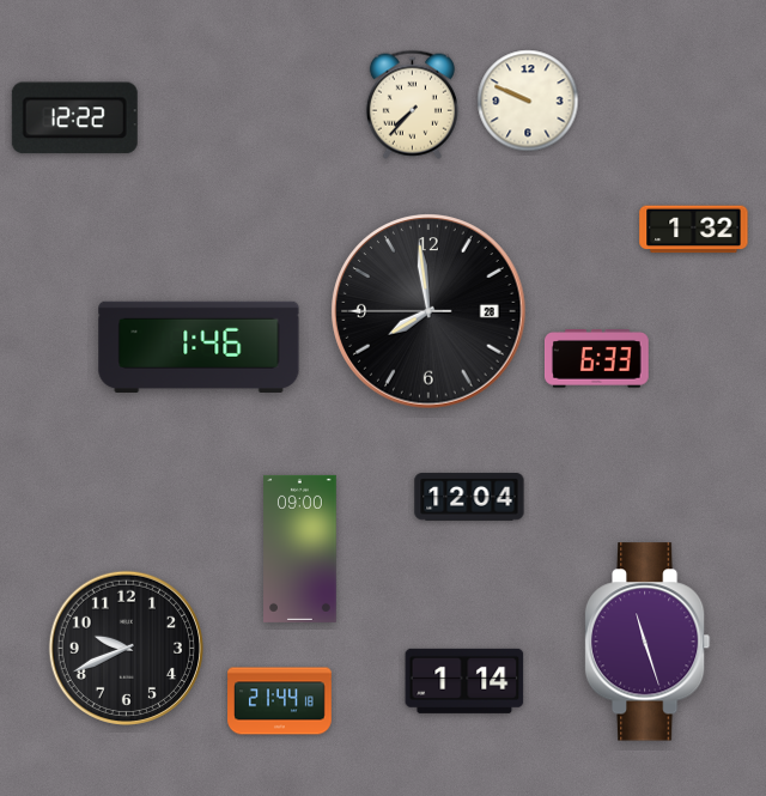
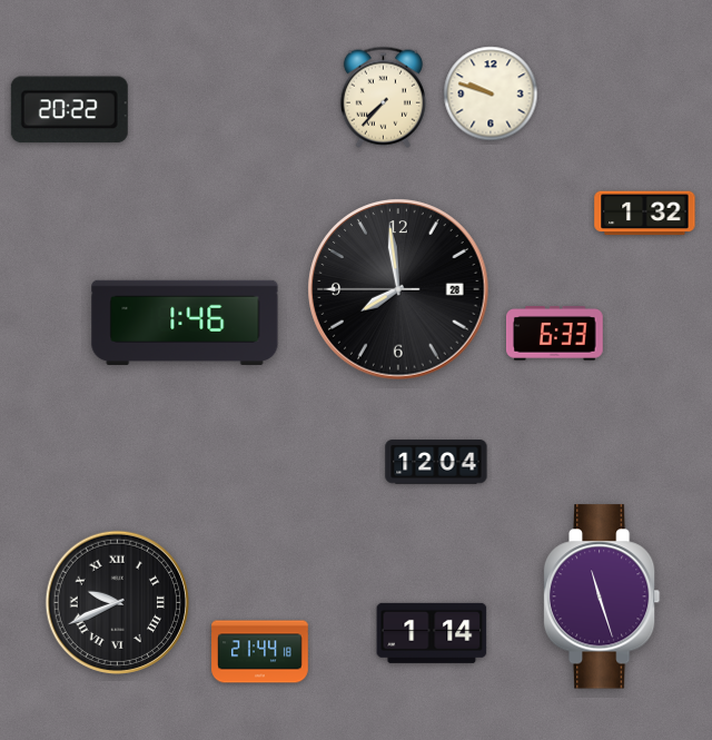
clock at (528, 101): 9:49 -> 9:48
clock at (74, 119): 12:22 -> 20:22
clock at (300, 548): 09:00 -> none
clock at (126, 648) numerals: Arabic -> Roman
